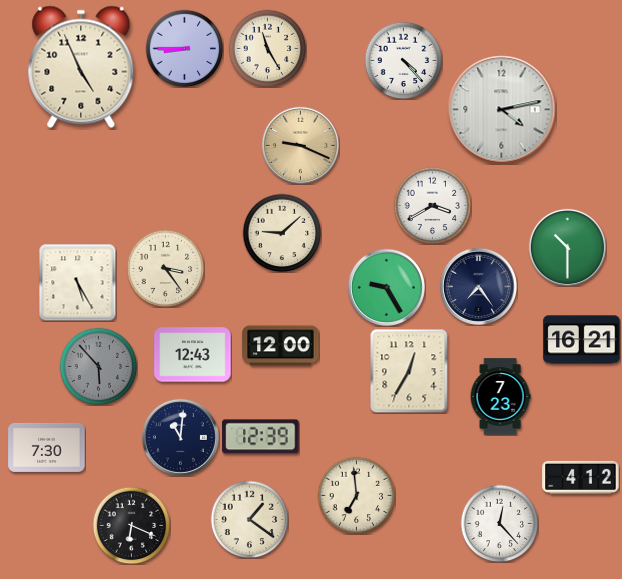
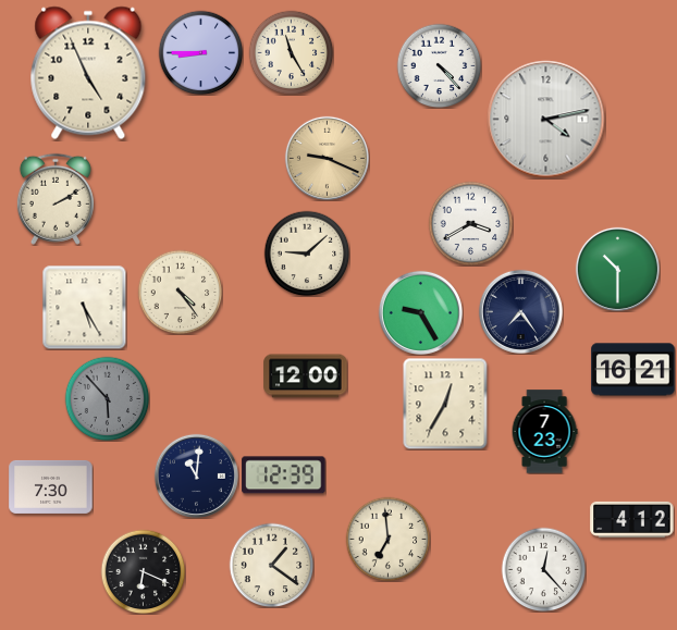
clock at (56, 199): none -> 2:10
clock at (165, 268): 3:24 -> 4:24
clock at (193, 355): 12:43 -> none
